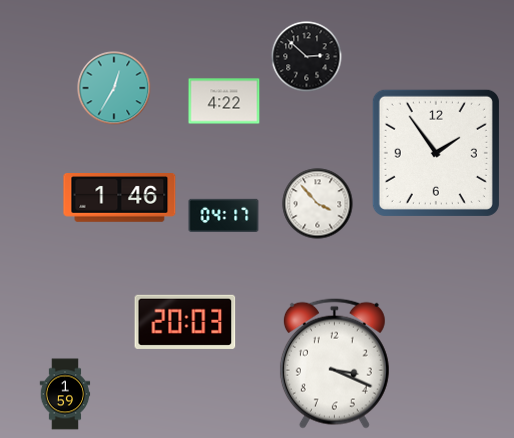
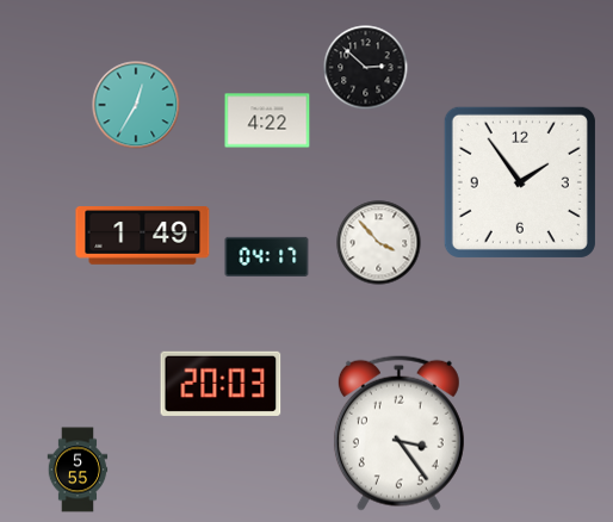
clock at (120, 198): 1:46 -> 1:49
clock at (334, 363): 3:19 -> 3:24
clock at (65, 394): 1:59 -> 5:55
